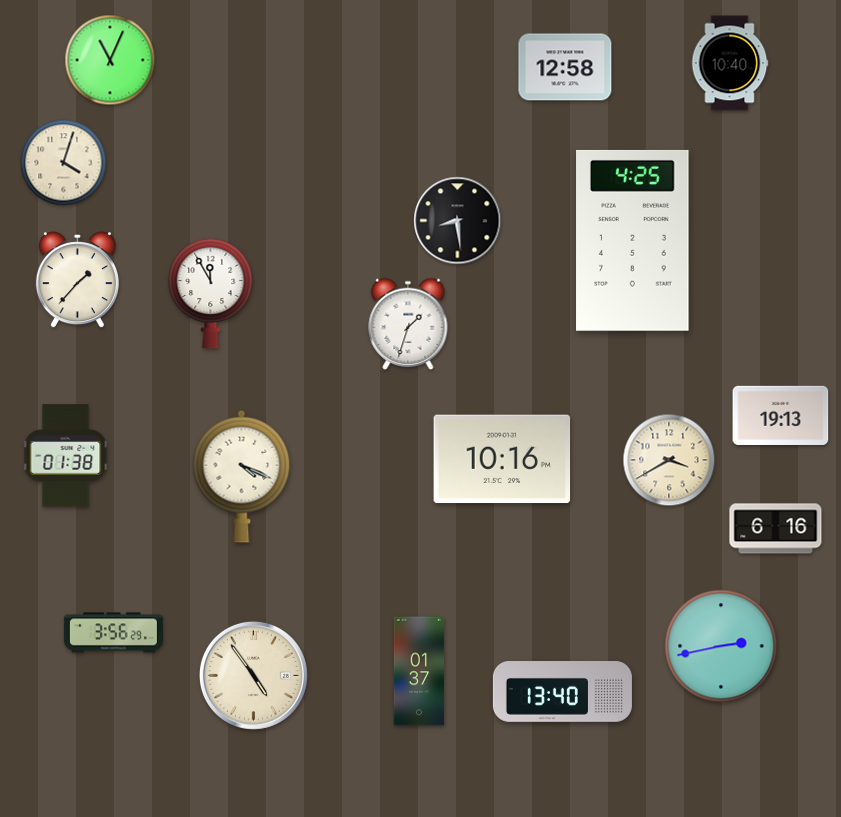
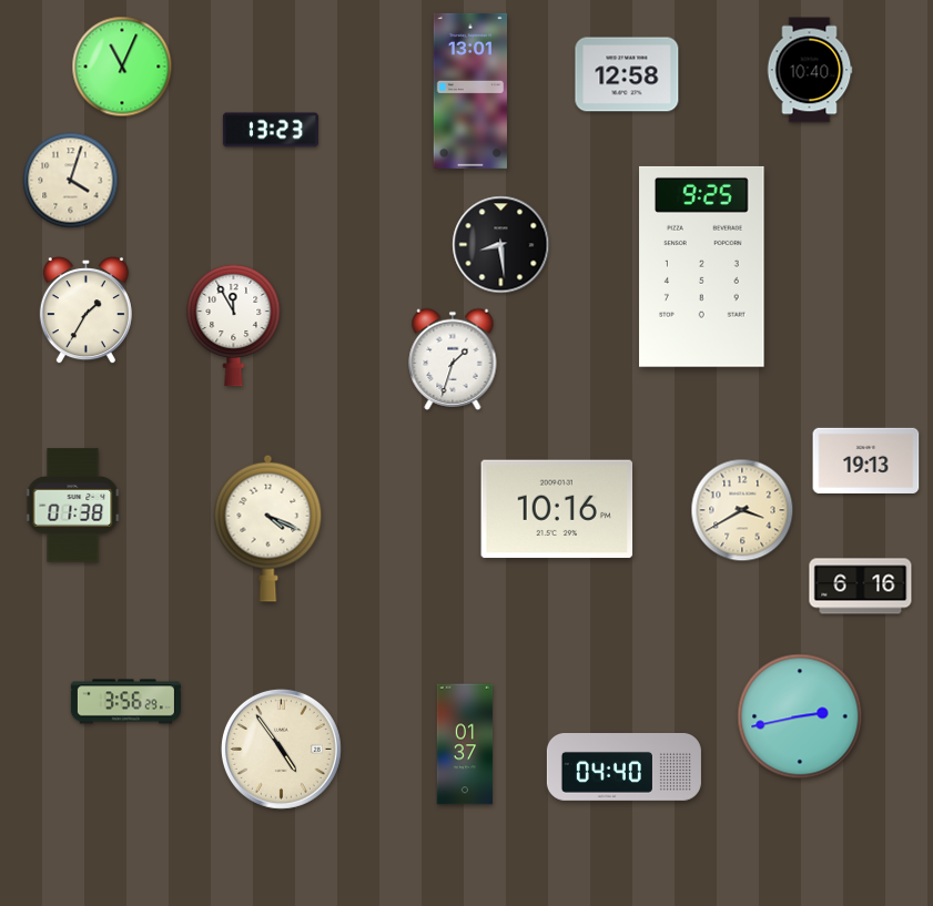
clock at (469, 91): none -> 13:01
clock at (271, 130): none -> 13:23
clock at (458, 221) position: (458, 221) -> (501, 245)
clock at (633, 240): 4:25 -> 9:25
clock at (77, 280): 1:37 -> 1:35
clock at (562, 692): 13:40 -> 04:40
